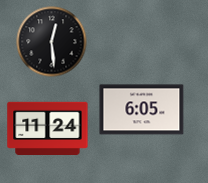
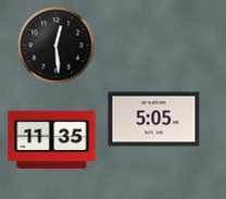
clock at (142, 110): 6:05 -> 5:05
clock at (48, 128): 11:24 -> 11:35
